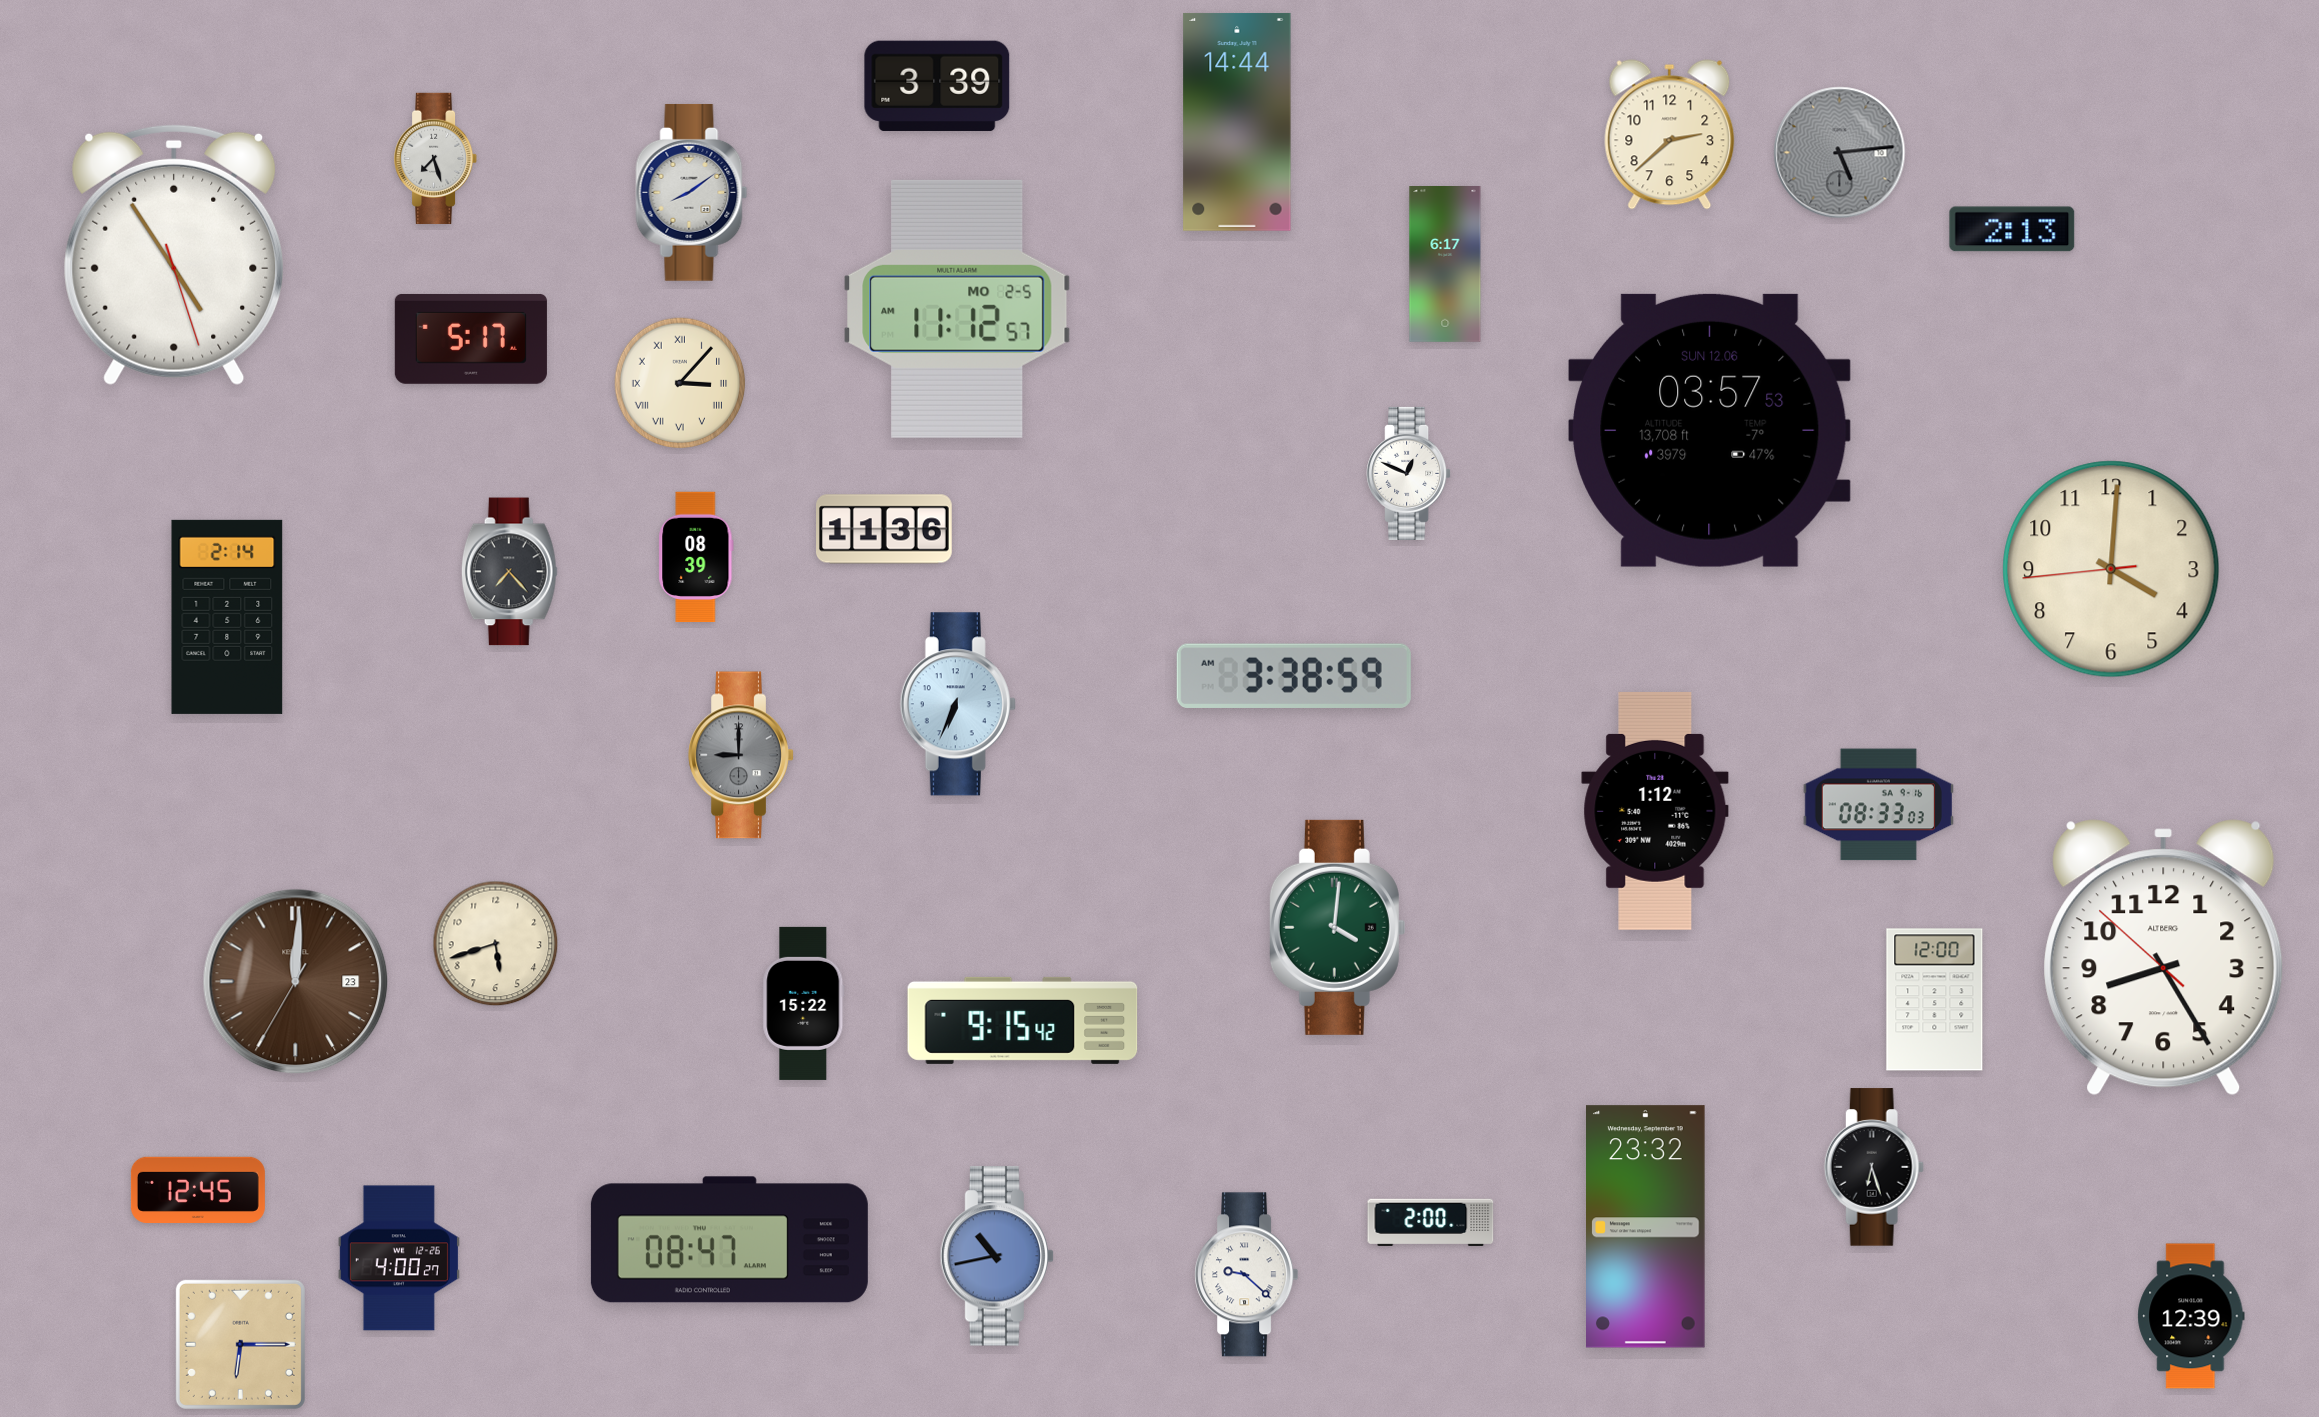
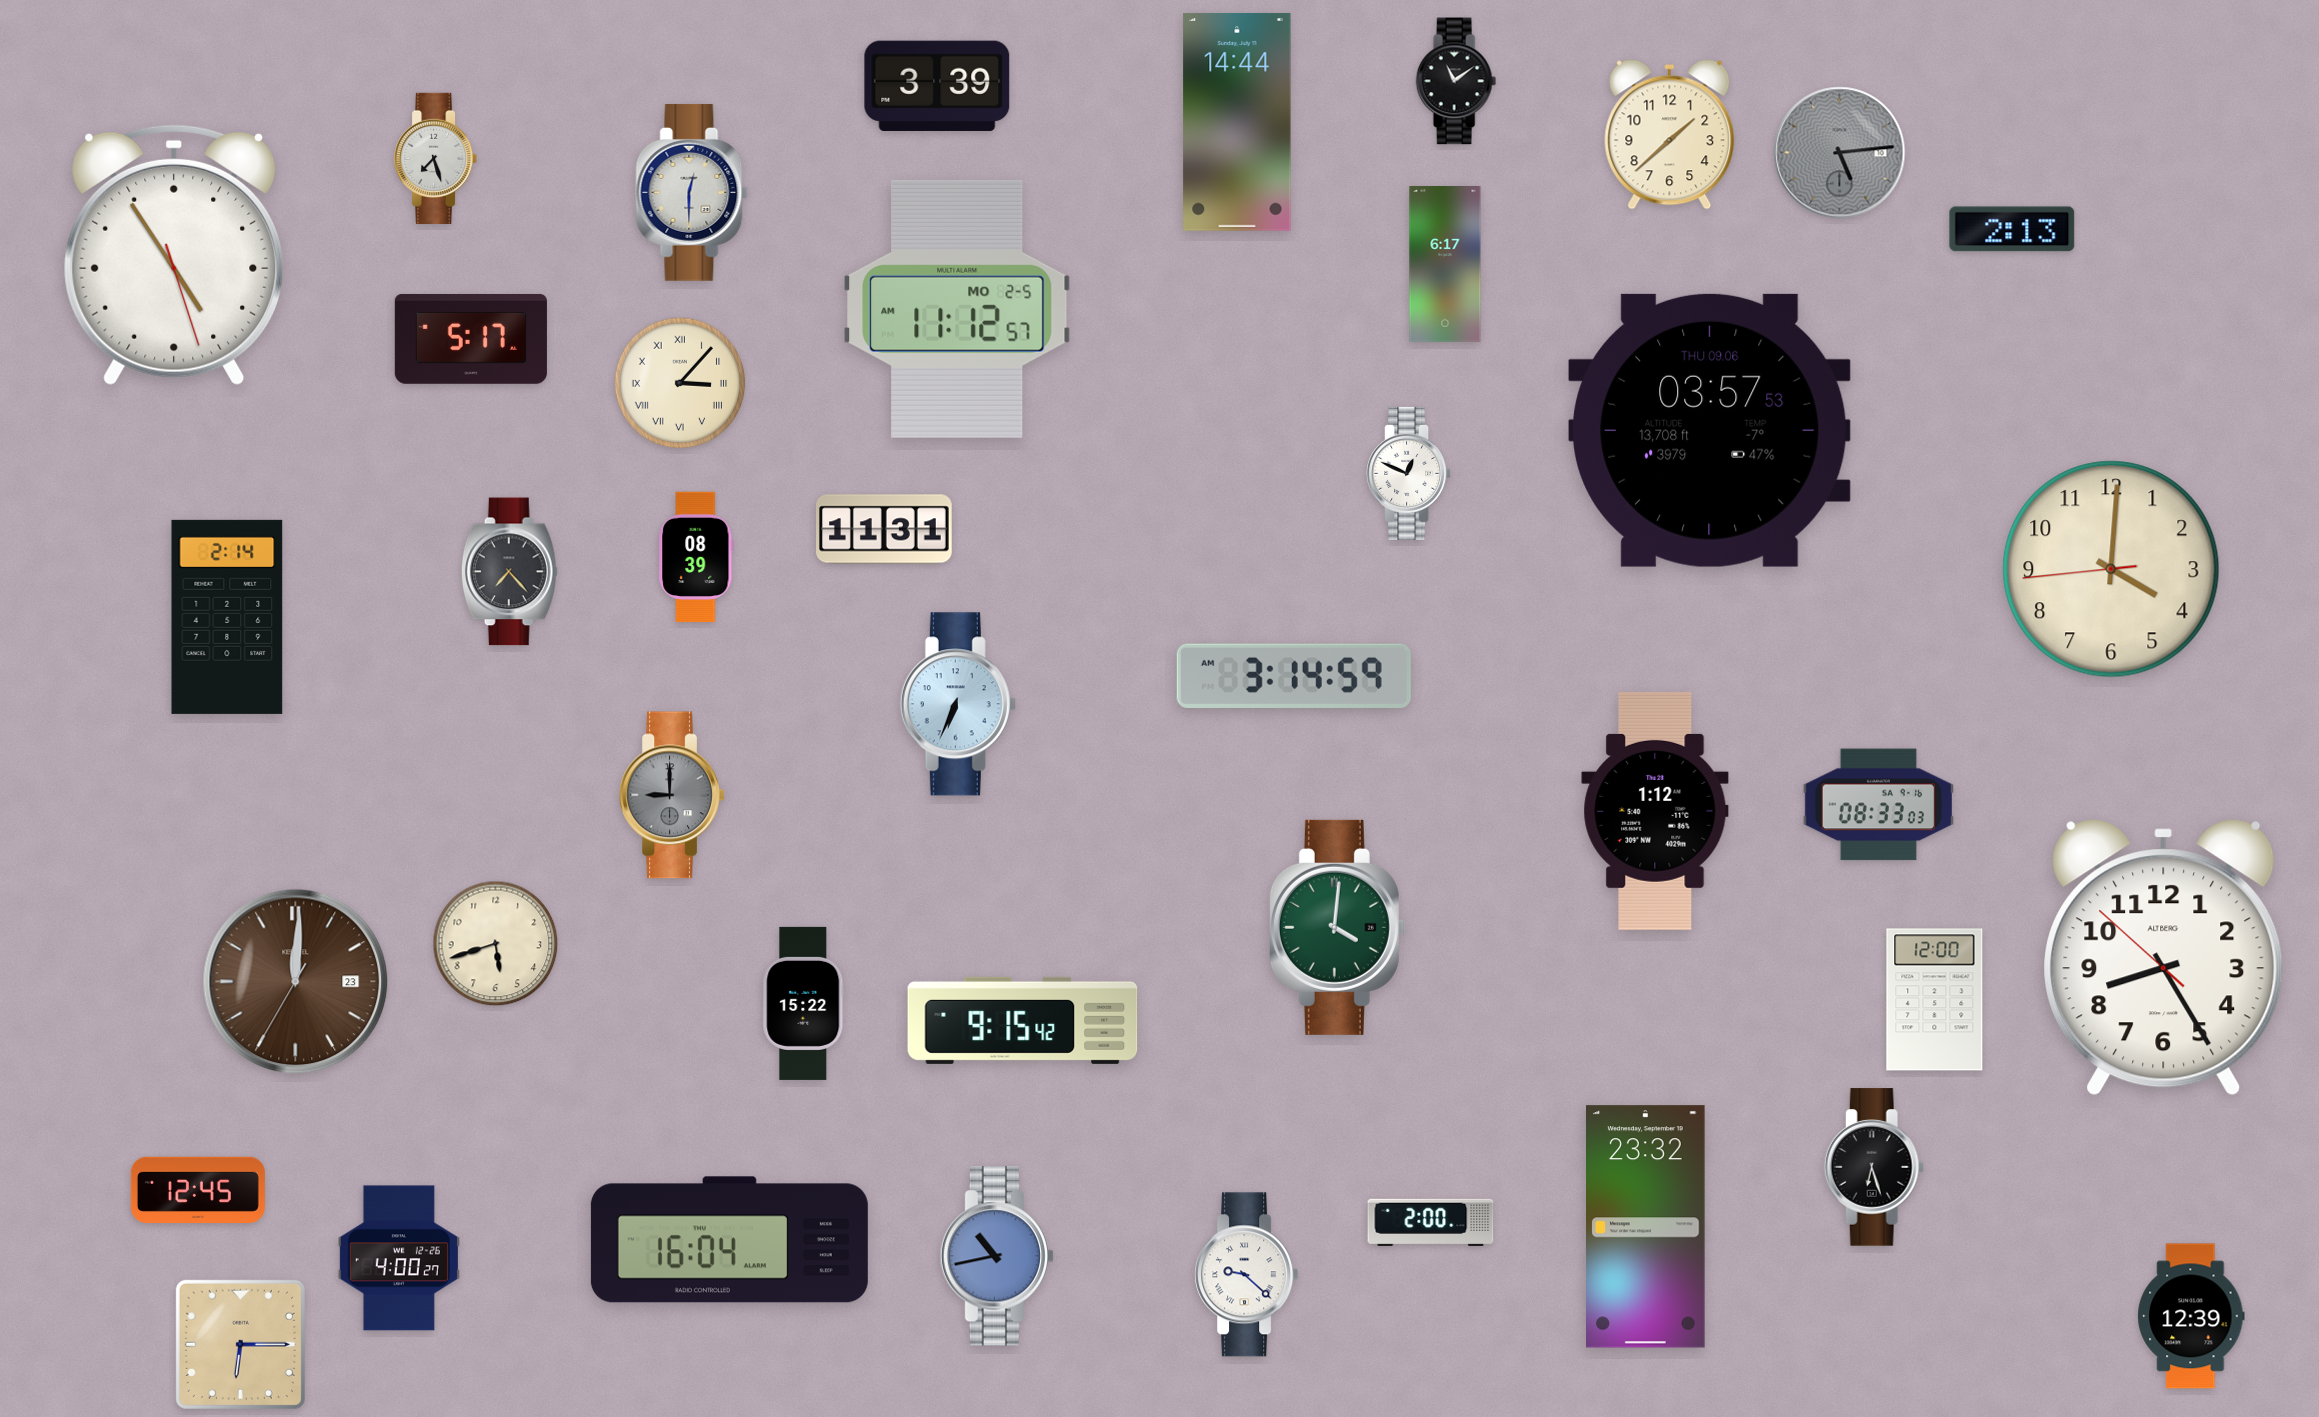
clock at (1456, 81): none -> 11:09
clock at (1670, 135): 2:38 -> 1:38
clock at (692, 192): 8:09 -> 12:30
clock at (1710, 430) date: SUN 12.06 -> THU 09.06
clock at (885, 529): 11:36 -> 11:31
clock at (1294, 676): 3:38 -> 3:14
clock at (741, 755) position: (741, 755) -> (672, 795)
clock at (729, 1240): 08:47 -> 16:04
